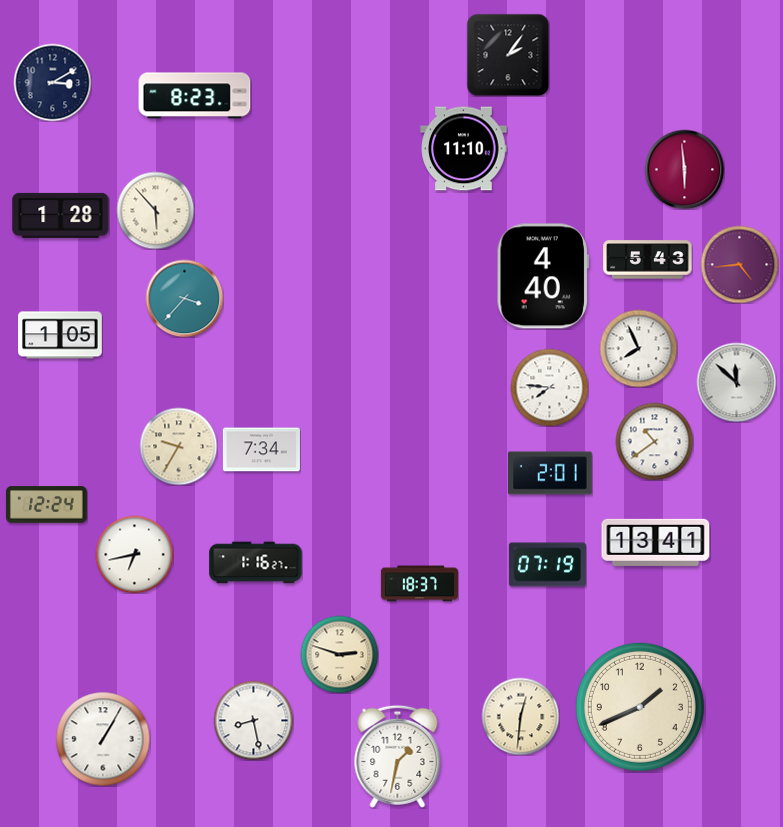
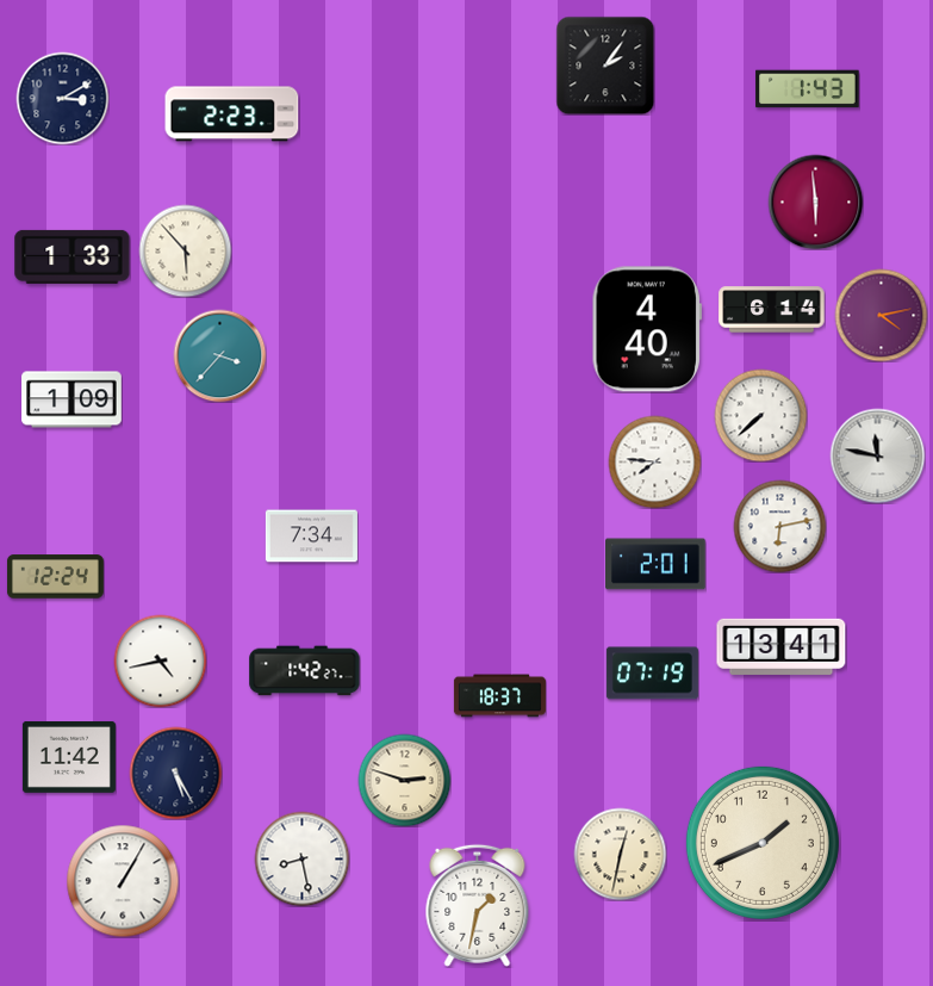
clock at (808, 89): none -> 1:43
clock at (195, 96): 8:23 -> 2:23
clock at (464, 149): 11:10 -> none
clock at (61, 215): 1:28 -> 1:33
clock at (648, 260): 5:43 -> 6:14
clock at (739, 264): 4:44 -> 4:13
clock at (60, 335): 1:05 -> 1:09
clock at (638, 348): 7:56 -> 7:38
clock at (736, 382): 11:52 -> 11:47
clock at (654, 441): 10:39 -> 6:13
clock at (178, 446): 9:35 -> none
clock at (46, 505) position: (46, 505) -> (55, 577)
clock at (134, 554): 6:43 -> 4:43
clock at (256, 563): 1:16 -> 1:42
clock at (69, 757): none -> 11:42
clock at (175, 773): none -> 5:25
clock at (520, 716): 12:31 -> 12:32
clock at (398, 756) position: (398, 756) -> (478, 905)
